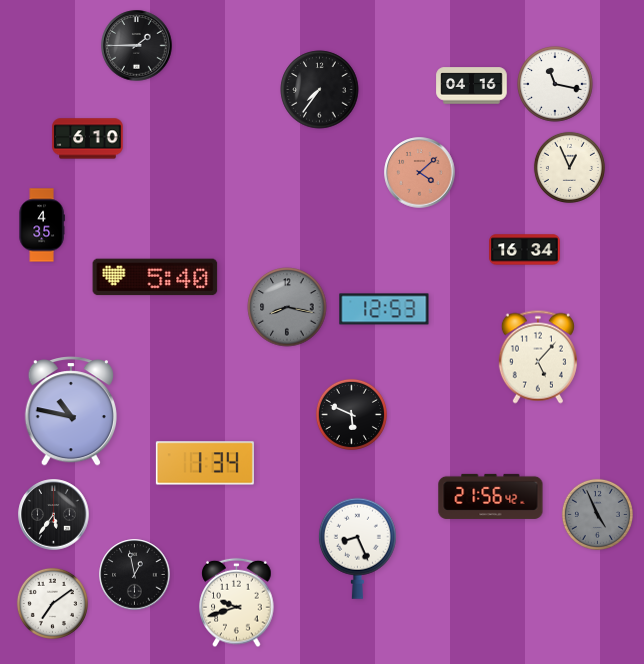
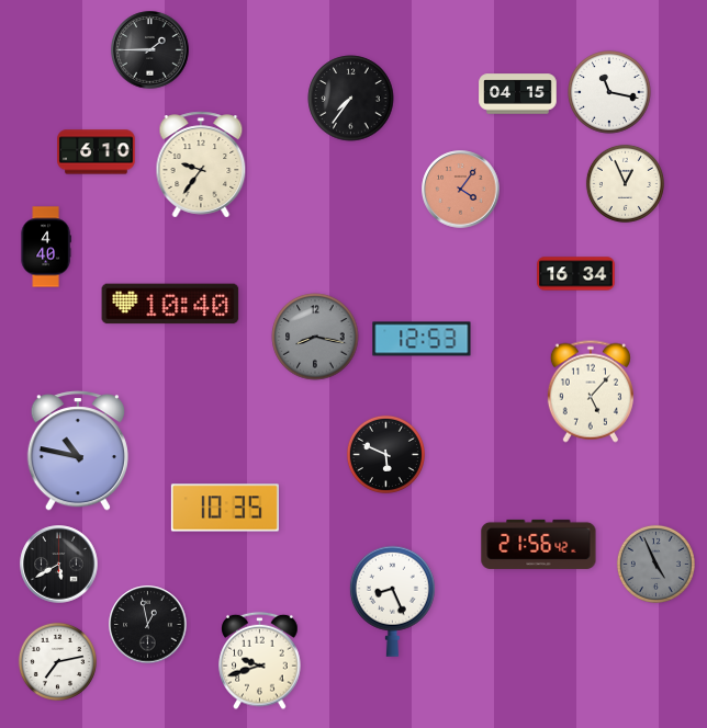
clock at (472, 86): 04:16 -> 04:15
clock at (201, 164): none -> 9:36
clock at (420, 173): 4:08 -> 4:06
clock at (42, 225): 4:35 -> 4:40
clock at (155, 277): 5:40 -> 10:40
clock at (205, 463): 1:34 -> 10:35
clock at (54, 515): 5:36 -> 5:40
clock at (135, 575) position: (135, 575) -> (148, 625)
clock at (52, 603): 7:09 -> 7:13
